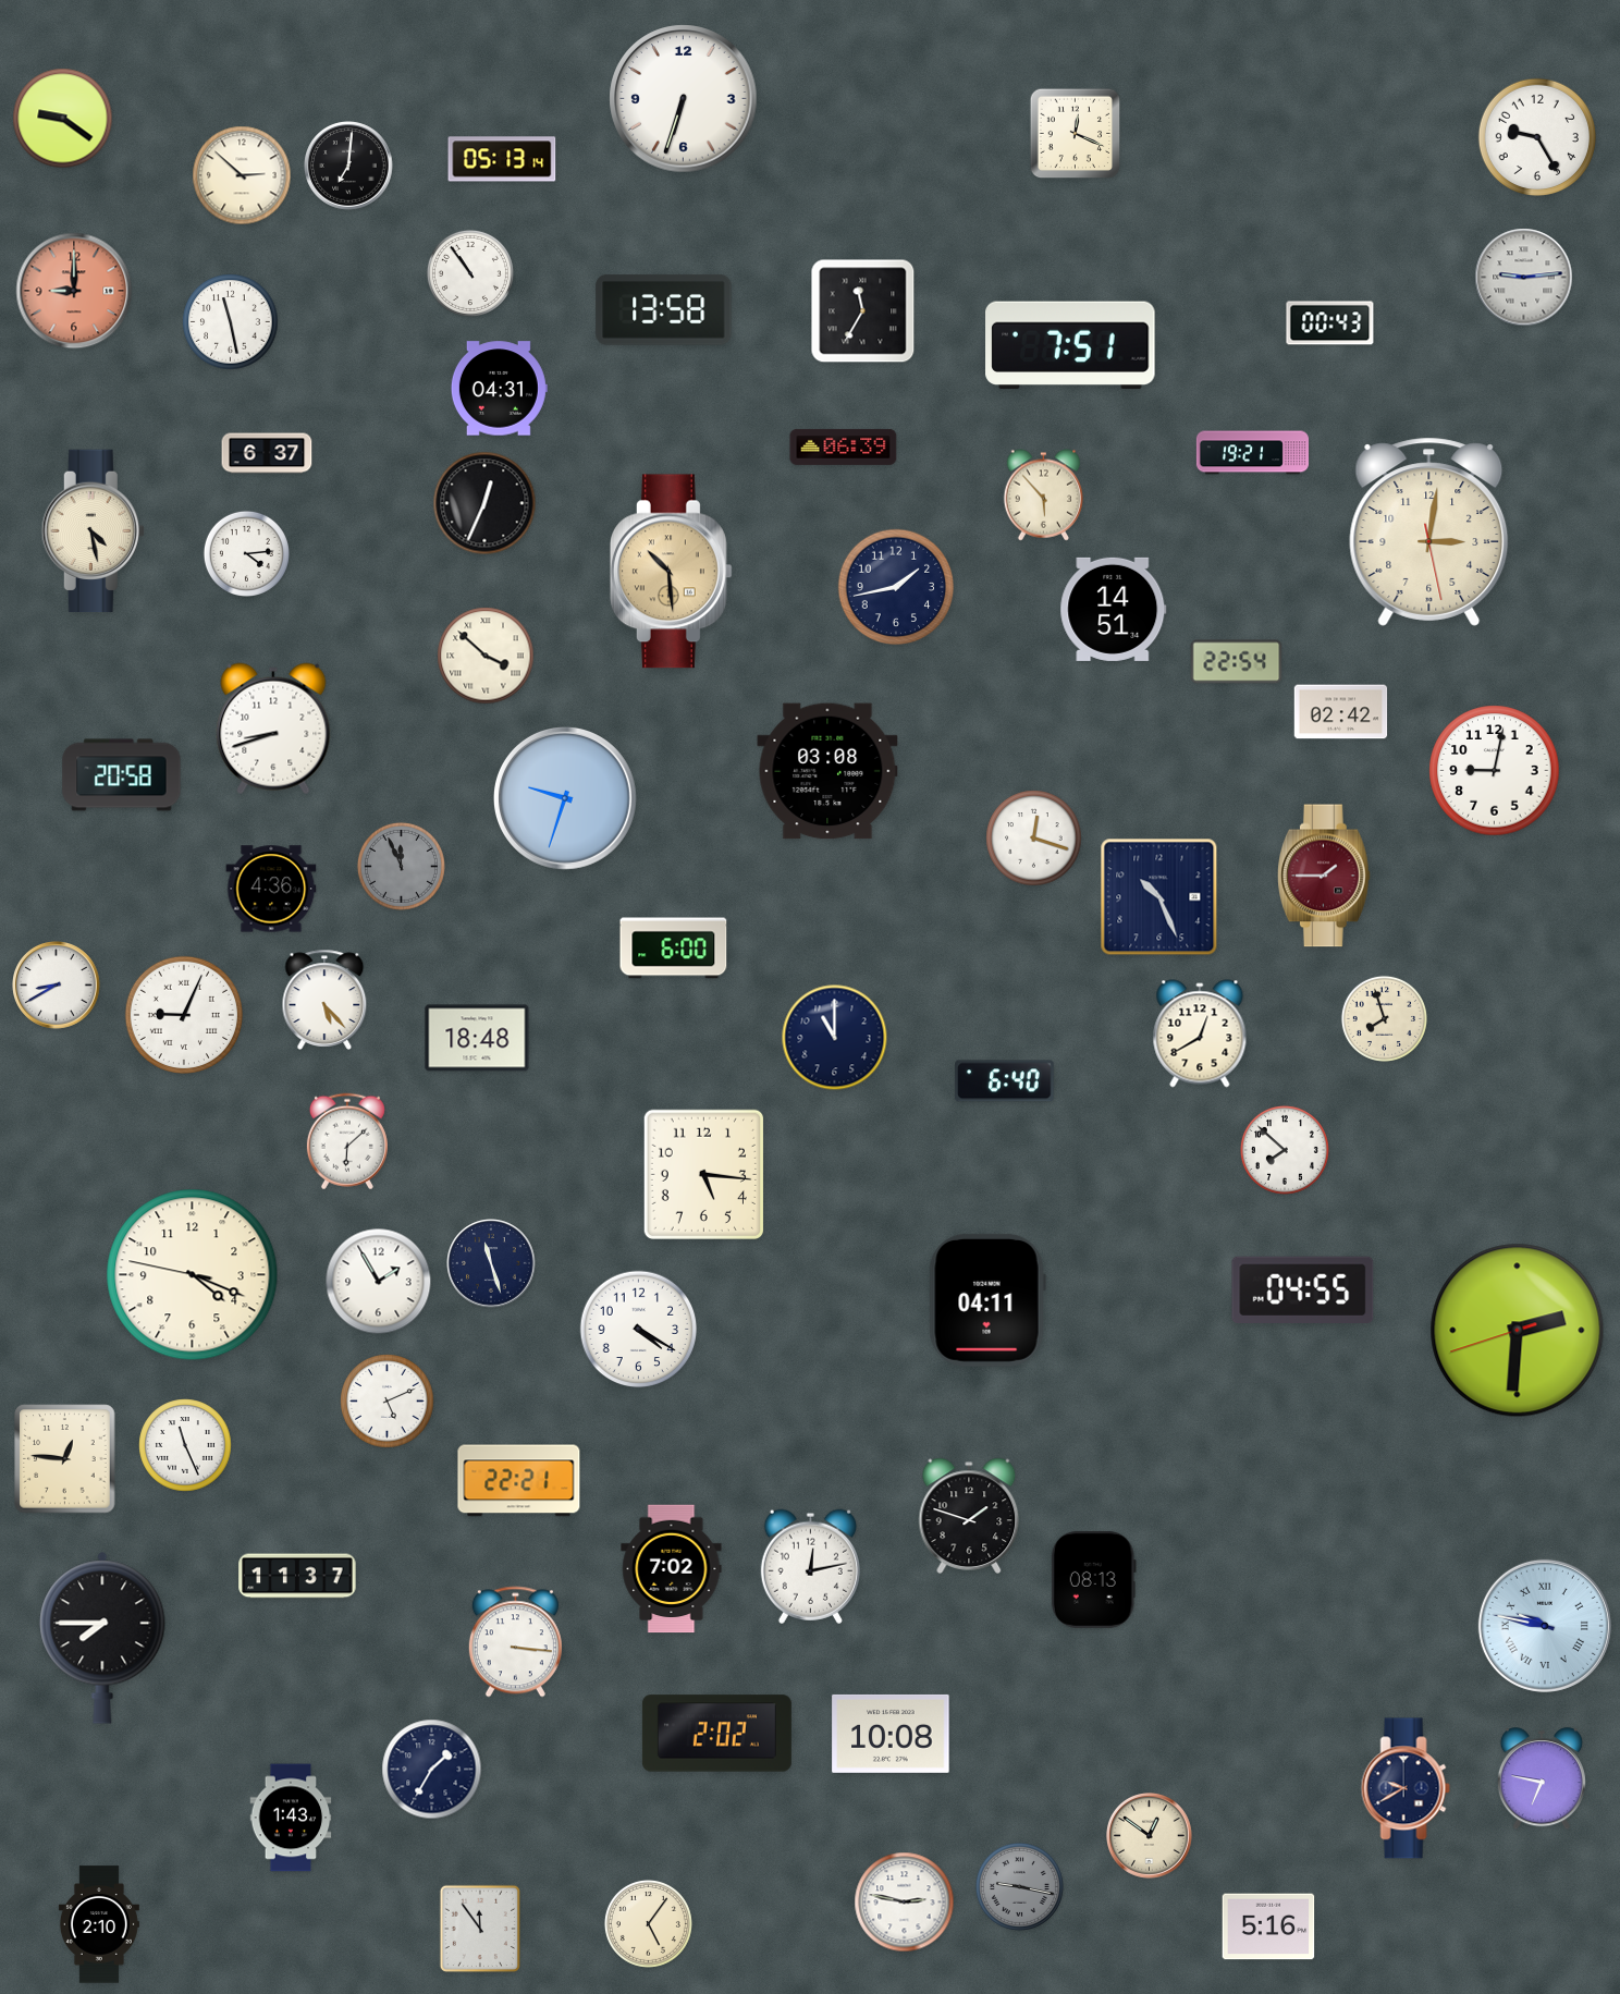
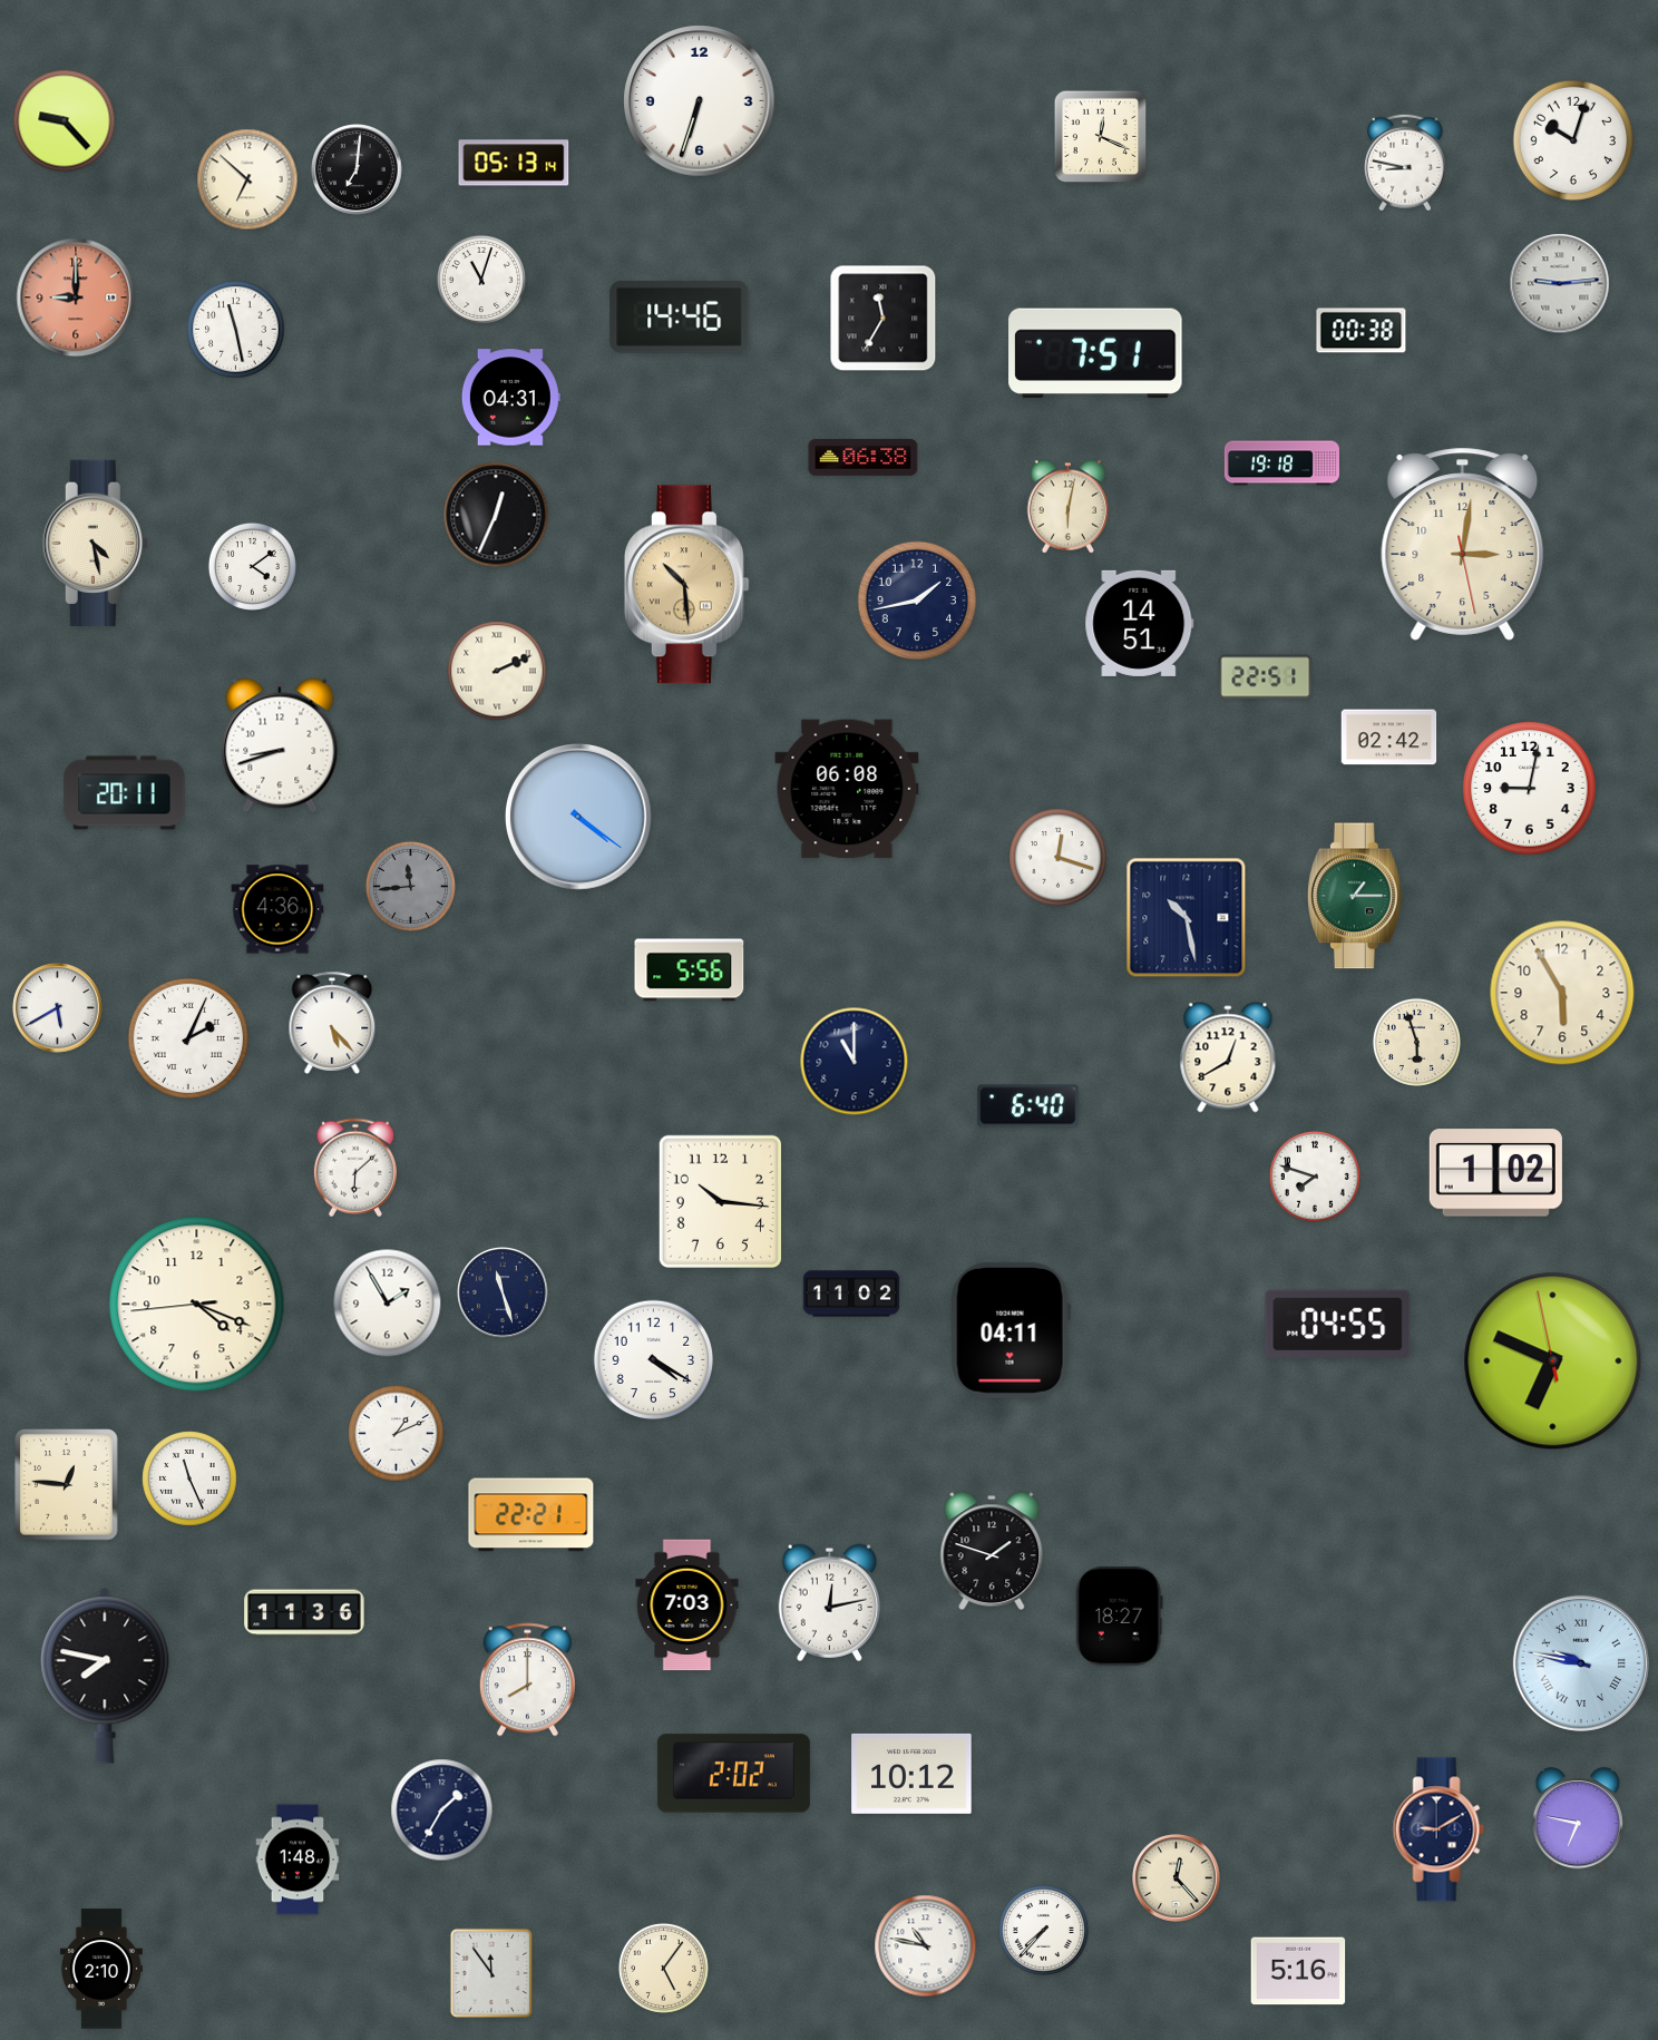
clock at (63, 119): 9:21 -> 9:23
clock at (1536, 136): 9:25 -> 10:03
clock at (1405, 163): none -> 8:47
clock at (242, 175): 2:52 -> 6:52
clock at (470, 273): 10:54 -> 11:03
clock at (664, 310): 13:58 -> 14:46
clock at (1330, 323): 00:43 -> 00:38
clock at (844, 446): 06:39 -> 06:38
clock at (267, 453): 6:37 -> none
clock at (1252, 453): 19:21 -> 19:18
clock at (1044, 496): 5:53 -> 6:02
clock at (246, 553): 4:14 -> 4:09
clock at (486, 656): 3:52 -> 2:11
clock at (1237, 662): 22:54 -> 22:51
clock at (1341, 712) position: (1341, 712) -> (1389, 738)
clock at (827, 771): 03:08 -> 06:08
clock at (122, 775): 20:58 -> 20:11
clock at (566, 799): 9:33 -> 4:21
clock at (401, 866): 11:56 -> 11:44
clock at (1324, 876): 1:45 -> 1:15
clock at (1324, 876) dial: burgundy -> green
clock at (1159, 897): 10:26 -> 10:28
clock at (674, 949): 6:00 -> 5:56
clock at (1562, 993): none -> 5:55
clock at (57, 986): 8:40 -> 5:40
clock at (183, 1014): 9:04 -> 2:04
clock at (1384, 1018): 7:57 -> 5:57
clock at (477, 1038): 18:48 -> none
clock at (1495, 1173): none -> 1:02
clock at (1285, 1150): 7:52 -> 7:48
clock at (703, 1174): 5:16 -> 10:16
clock at (851, 1294): none -> 11:02
clock at (193, 1275): 4:18:47 -> 4:18:44
clock at (379, 1282) position: (379, 1282) -> (388, 1304)
clock at (1303, 1289) position: (1303, 1289) -> (1338, 1324)
clock at (1518, 1331): 2:30 -> 6:48
clock at (388, 1402): 5:11 -> 1:11
clock at (65, 1459) position: (65, 1459) -> (67, 1485)
clock at (672, 1569): 7:02 -> 7:03
clock at (297, 1576): 11:37 -> 11:36
clock at (1093, 1579): 08:13 -> 18:27
clock at (102, 1638): 7:45 -> 7:47
clock at (515, 1642): 3:16 -> 8:00
clock at (891, 1734): 10:08 -> 10:12
clock at (1406, 1788): 9:40 -> 9:10
clock at (291, 1818): 1:43 -> 1:48
clock at (1150, 1836): 12:51 -> 12:23
clock at (1019, 1886): 9:17 -> 7:37
clock at (1019, 1886) dial: grey -> white
clock at (905, 1903): 2:47 -> 10:47
